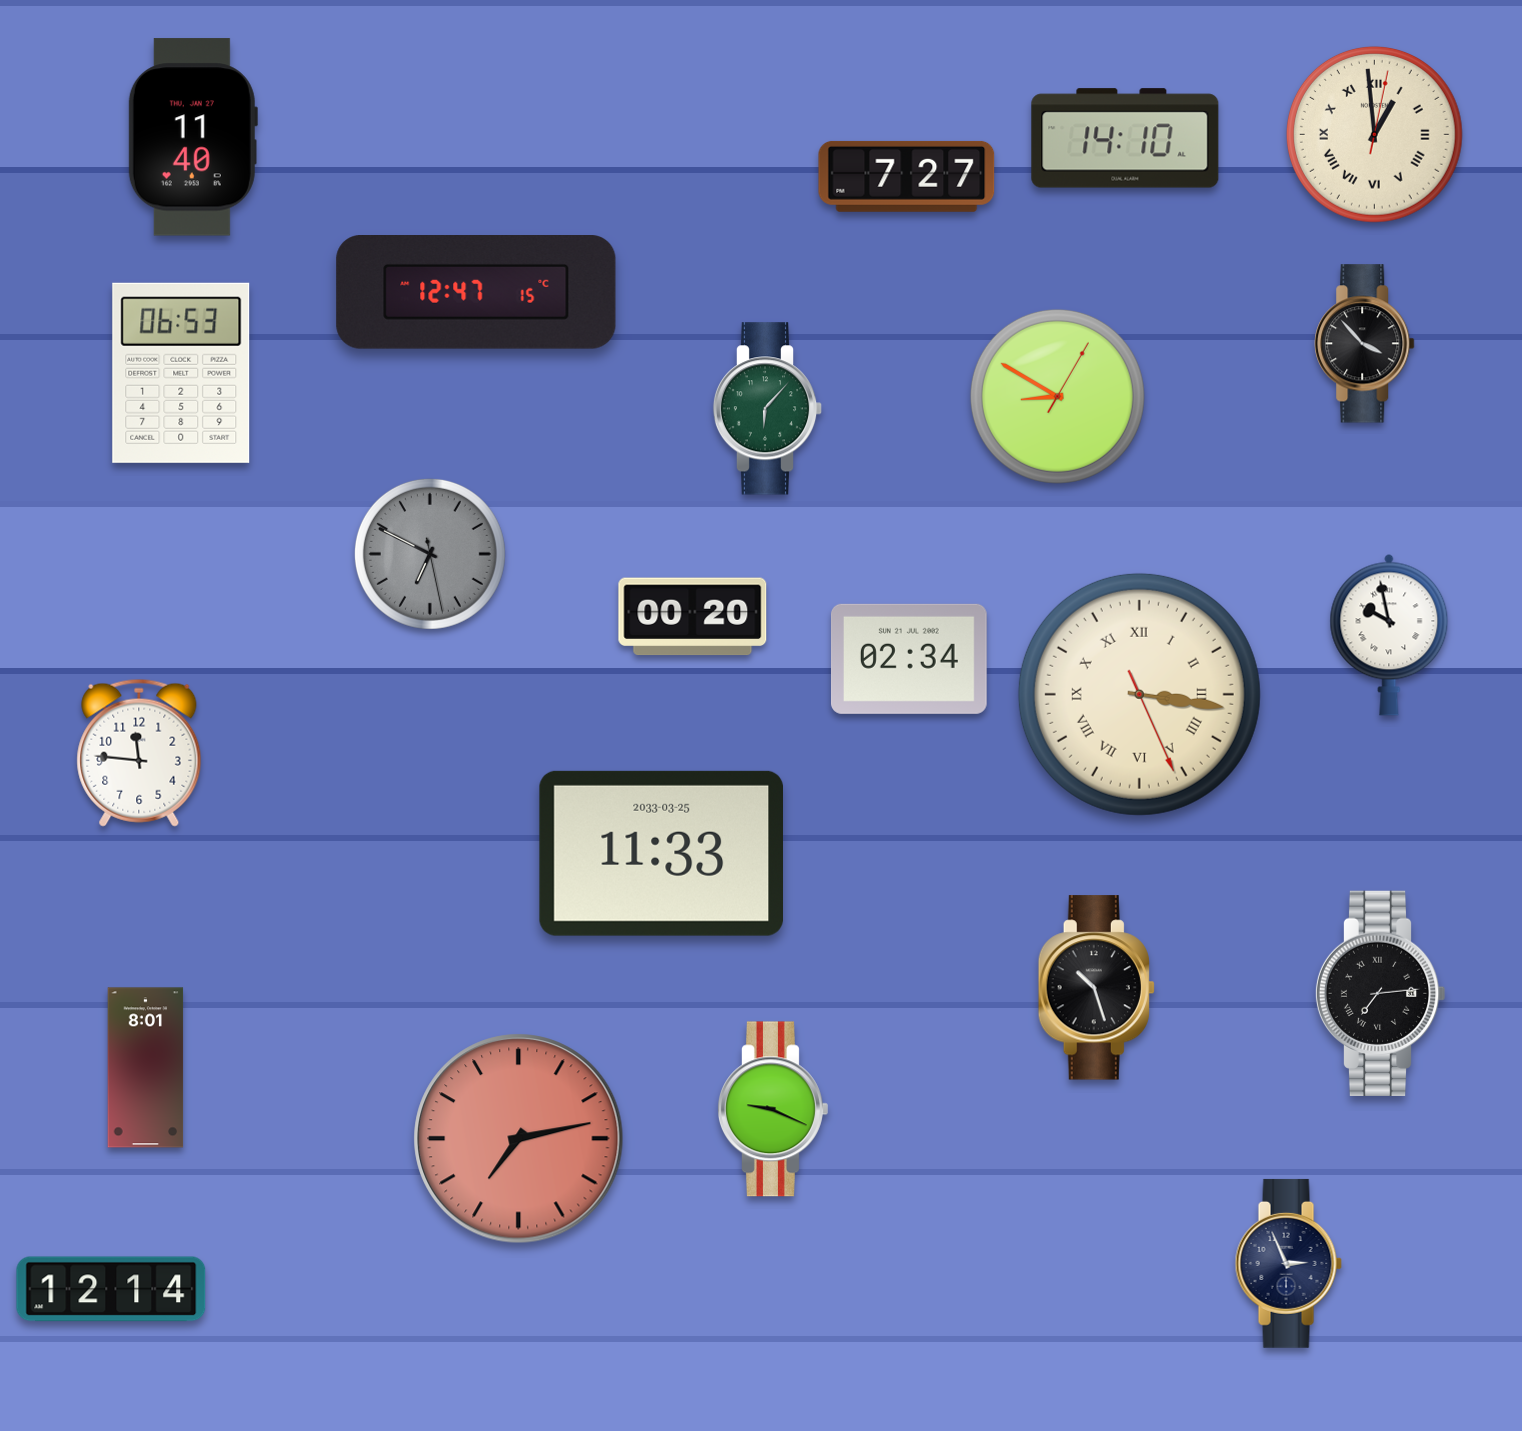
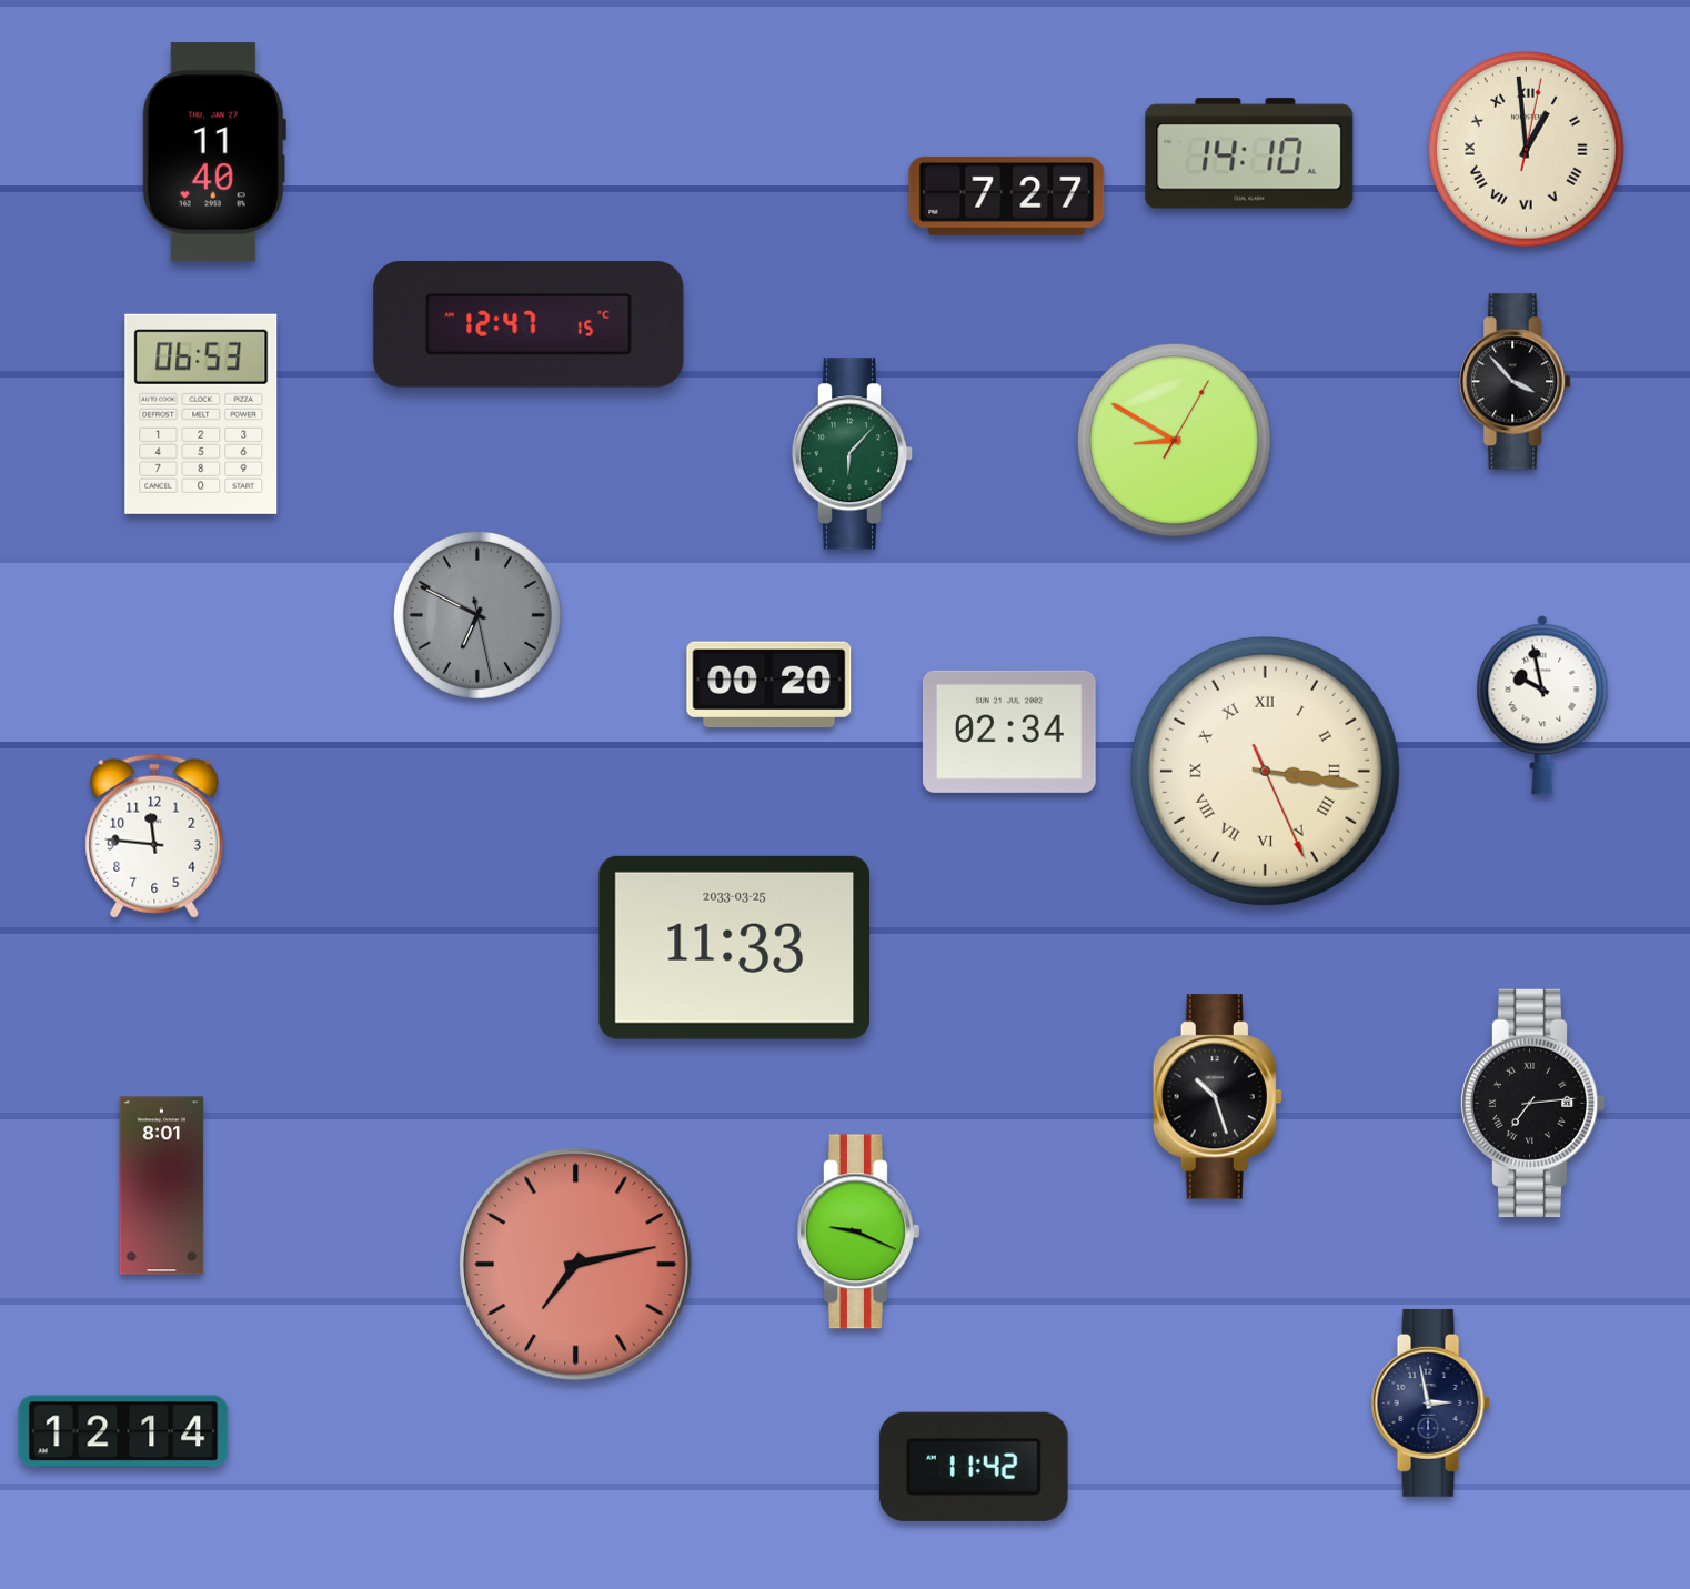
clock at (1288, 1263): 2:56 -> 2:58
clock at (974, 1467): none -> 11:42
